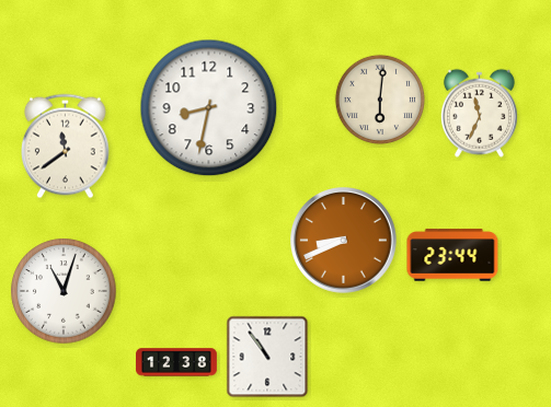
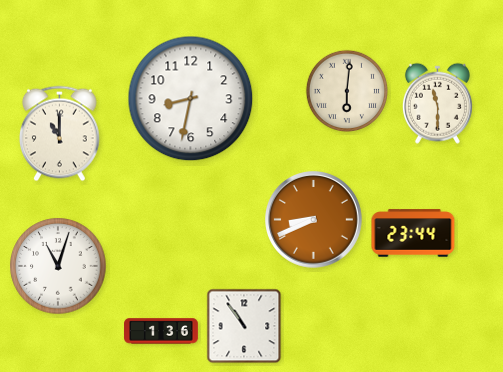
clock at (479, 113): 11:34 -> 11:30
clock at (66, 147): 11:39 -> 11:00
clock at (176, 362): 12:38 -> 1:36
